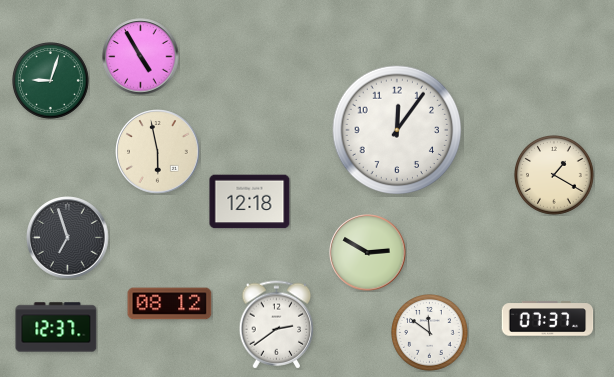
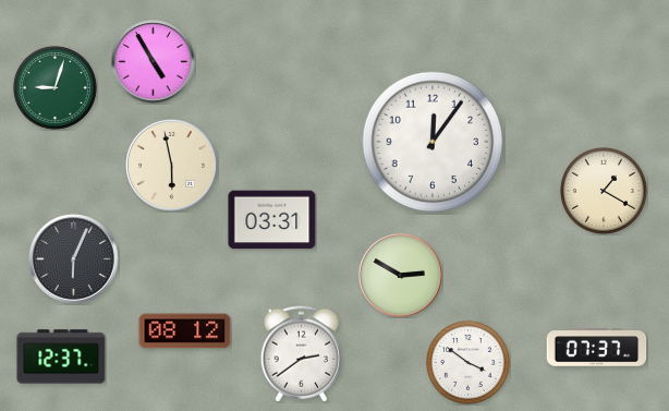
clock at (250, 202): 12:18 -> 03:31
clock at (68, 238): 6:57 -> 6:04
clock at (430, 333): 11:51 -> 3:51
